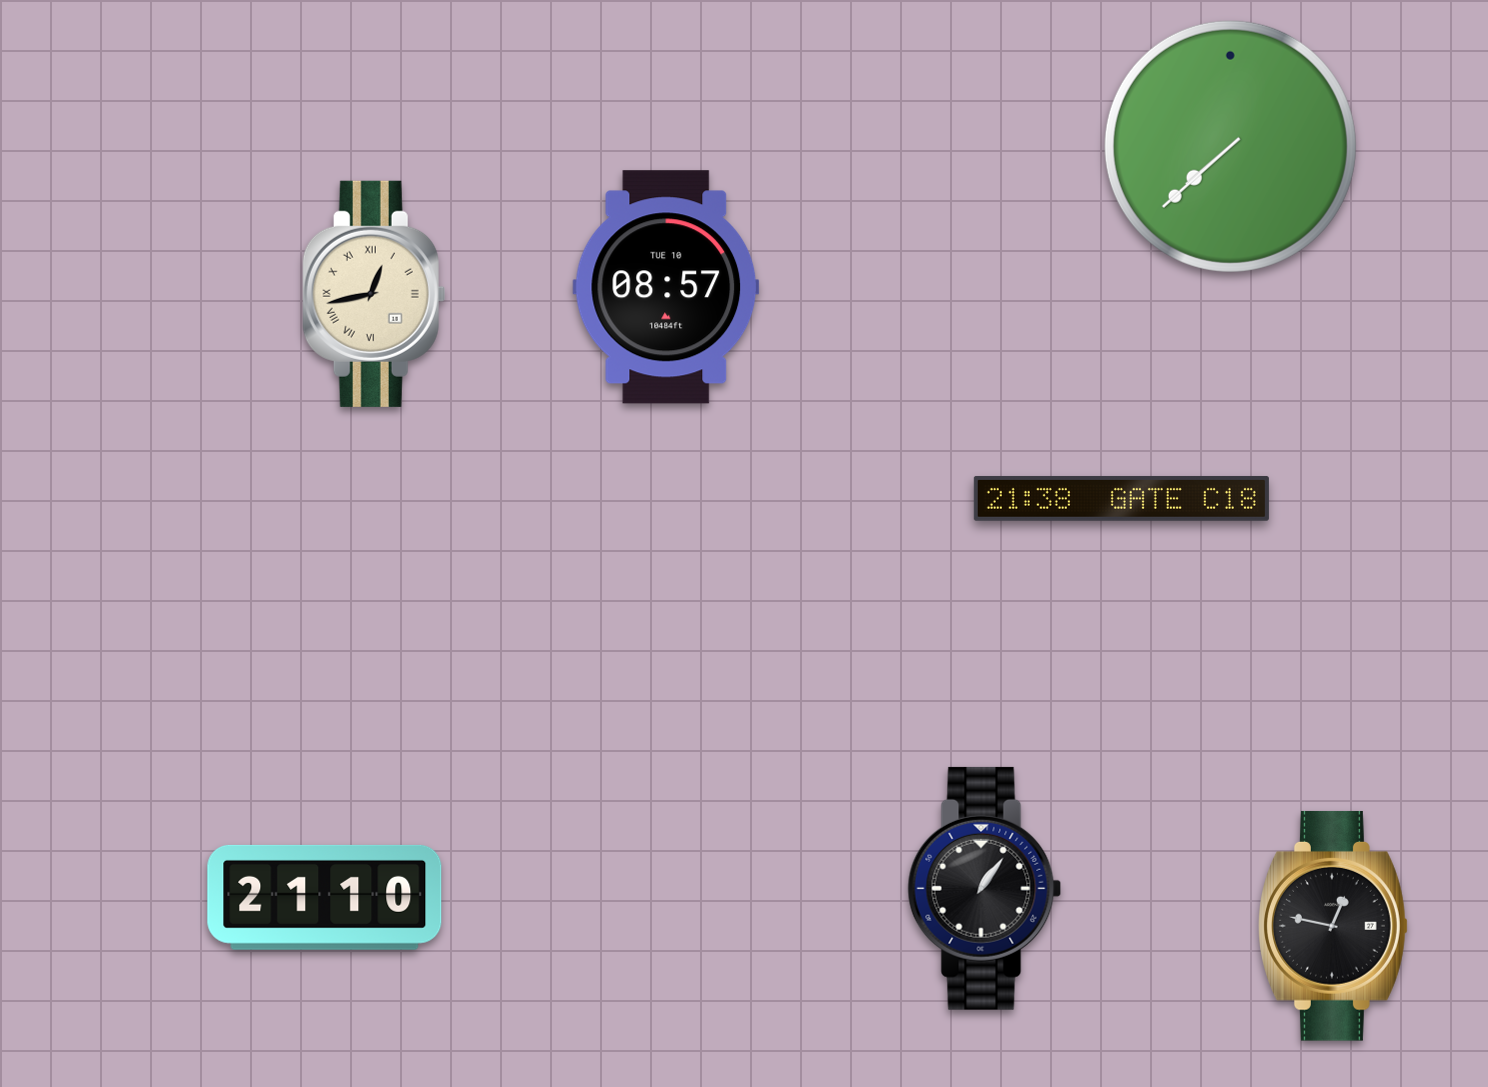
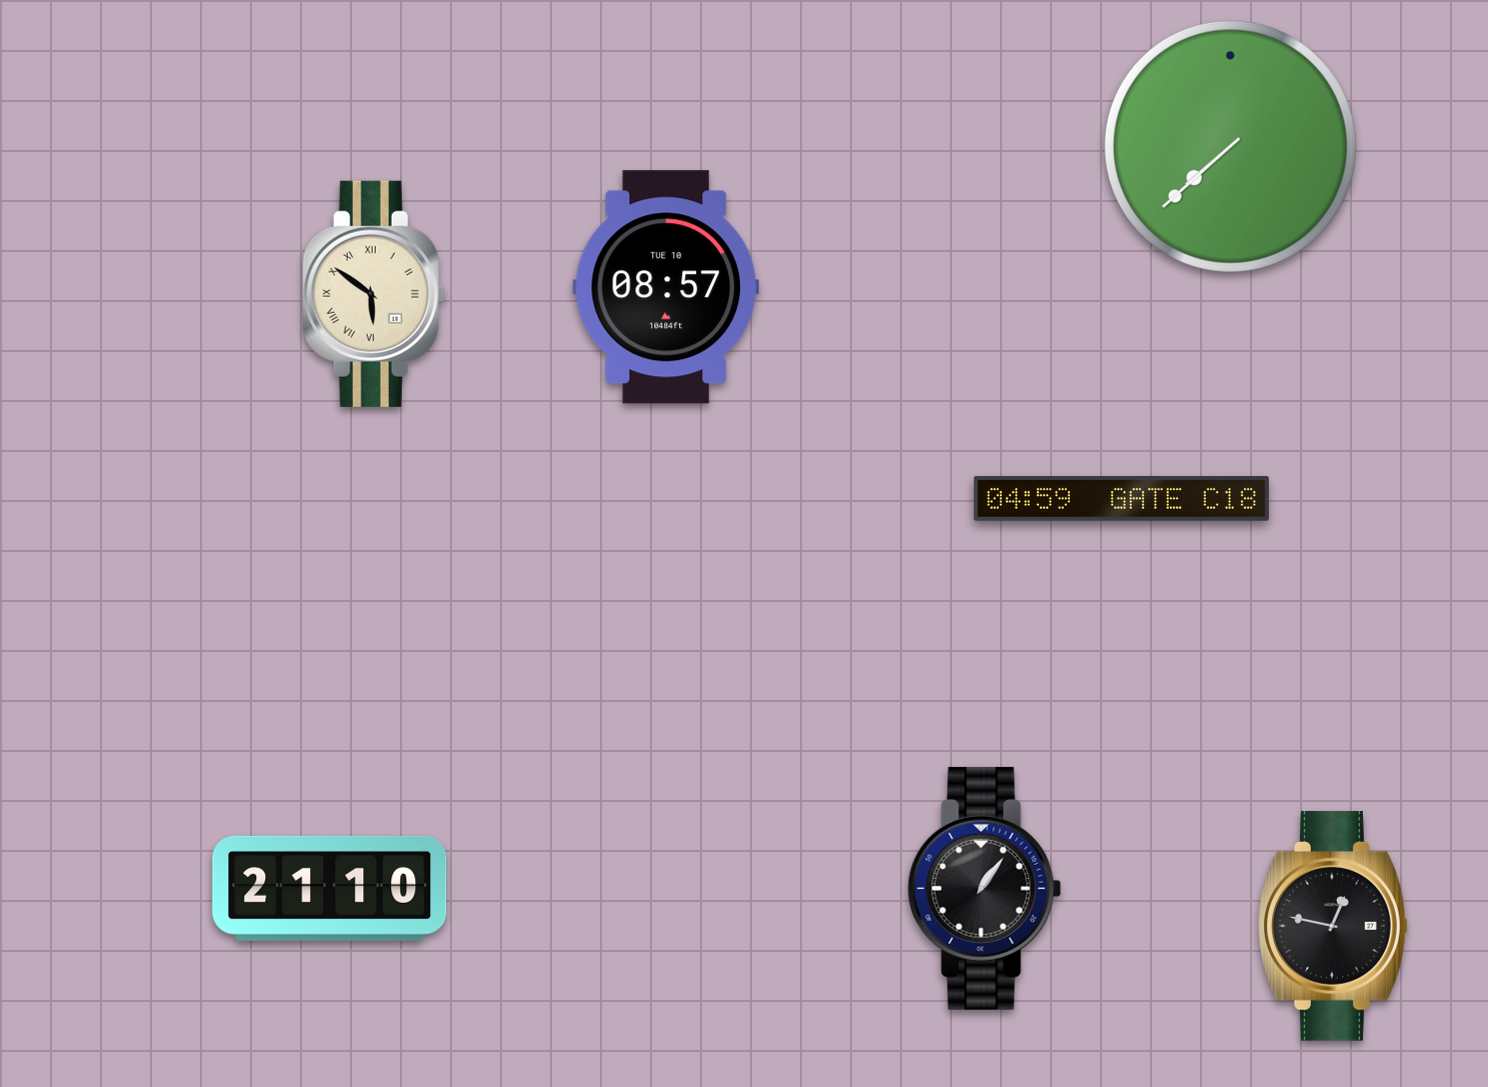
clock at (374, 294): 12:43 -> 5:51
clock at (1121, 498): 21:38 -> 04:59
clock at (325, 897) position: (325, 897) -> (330, 888)
